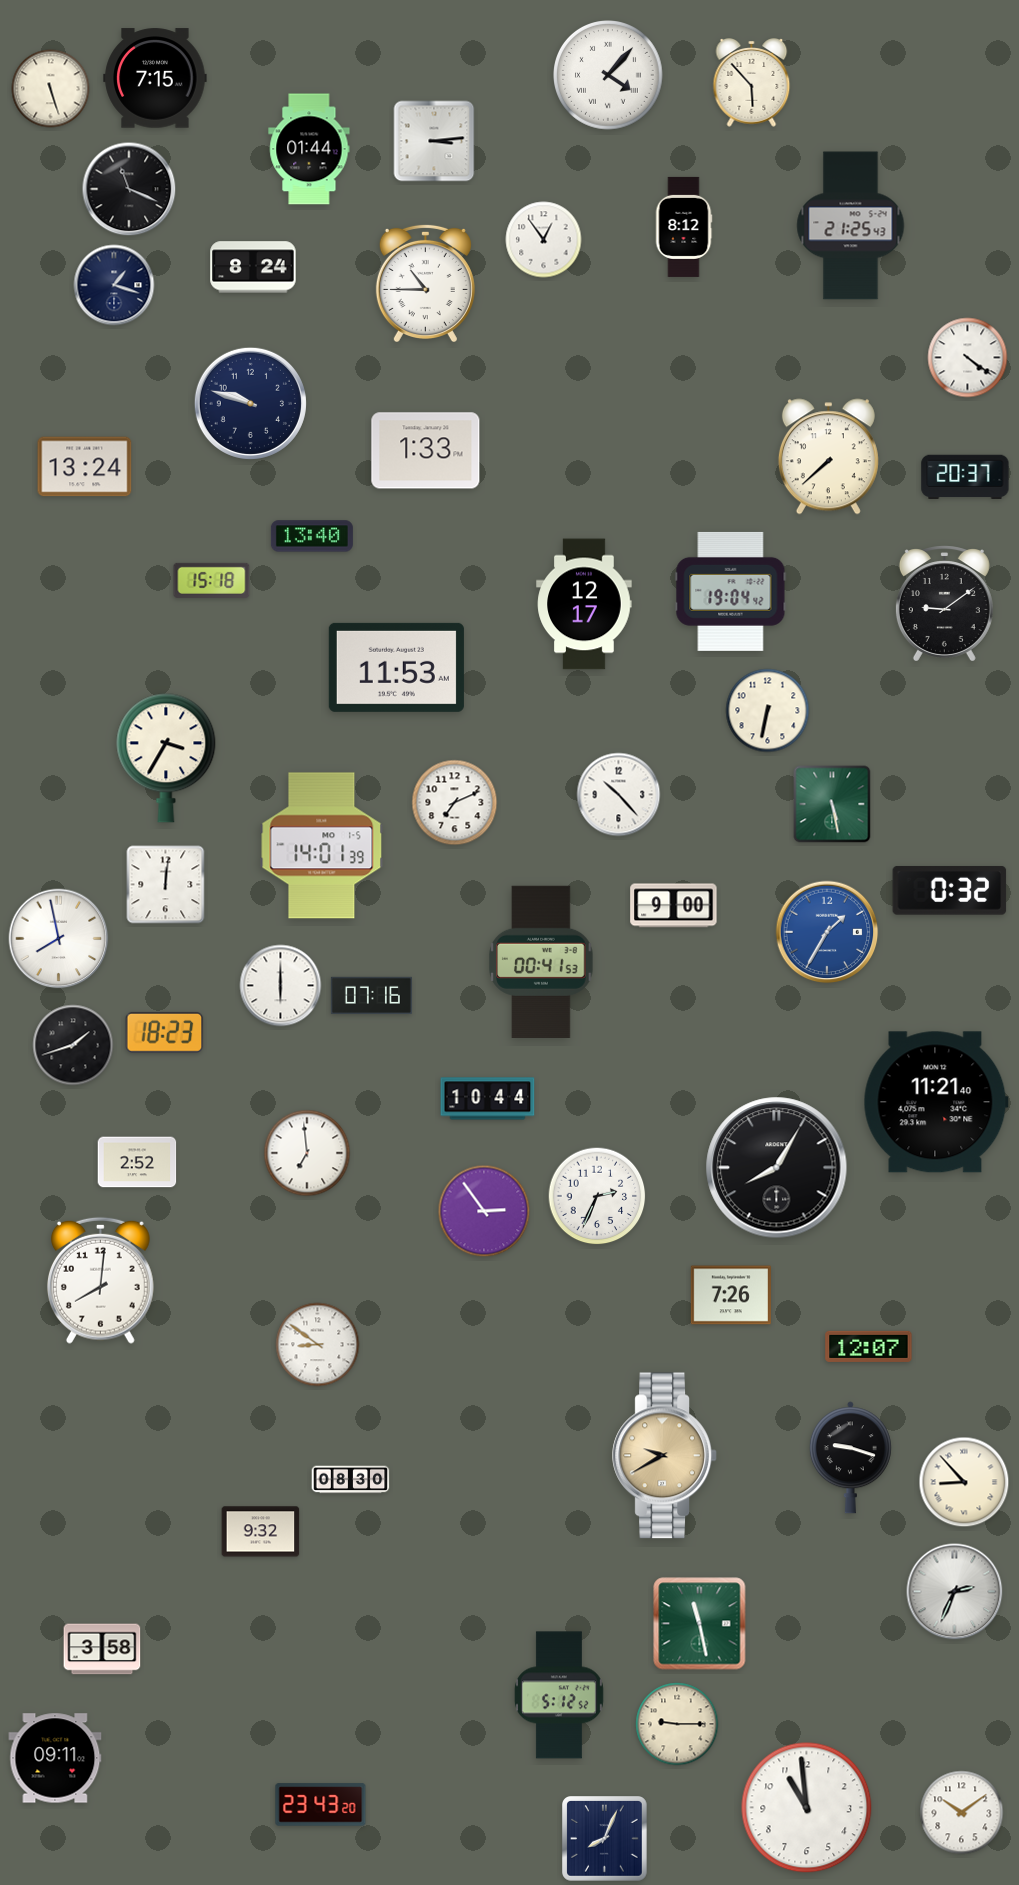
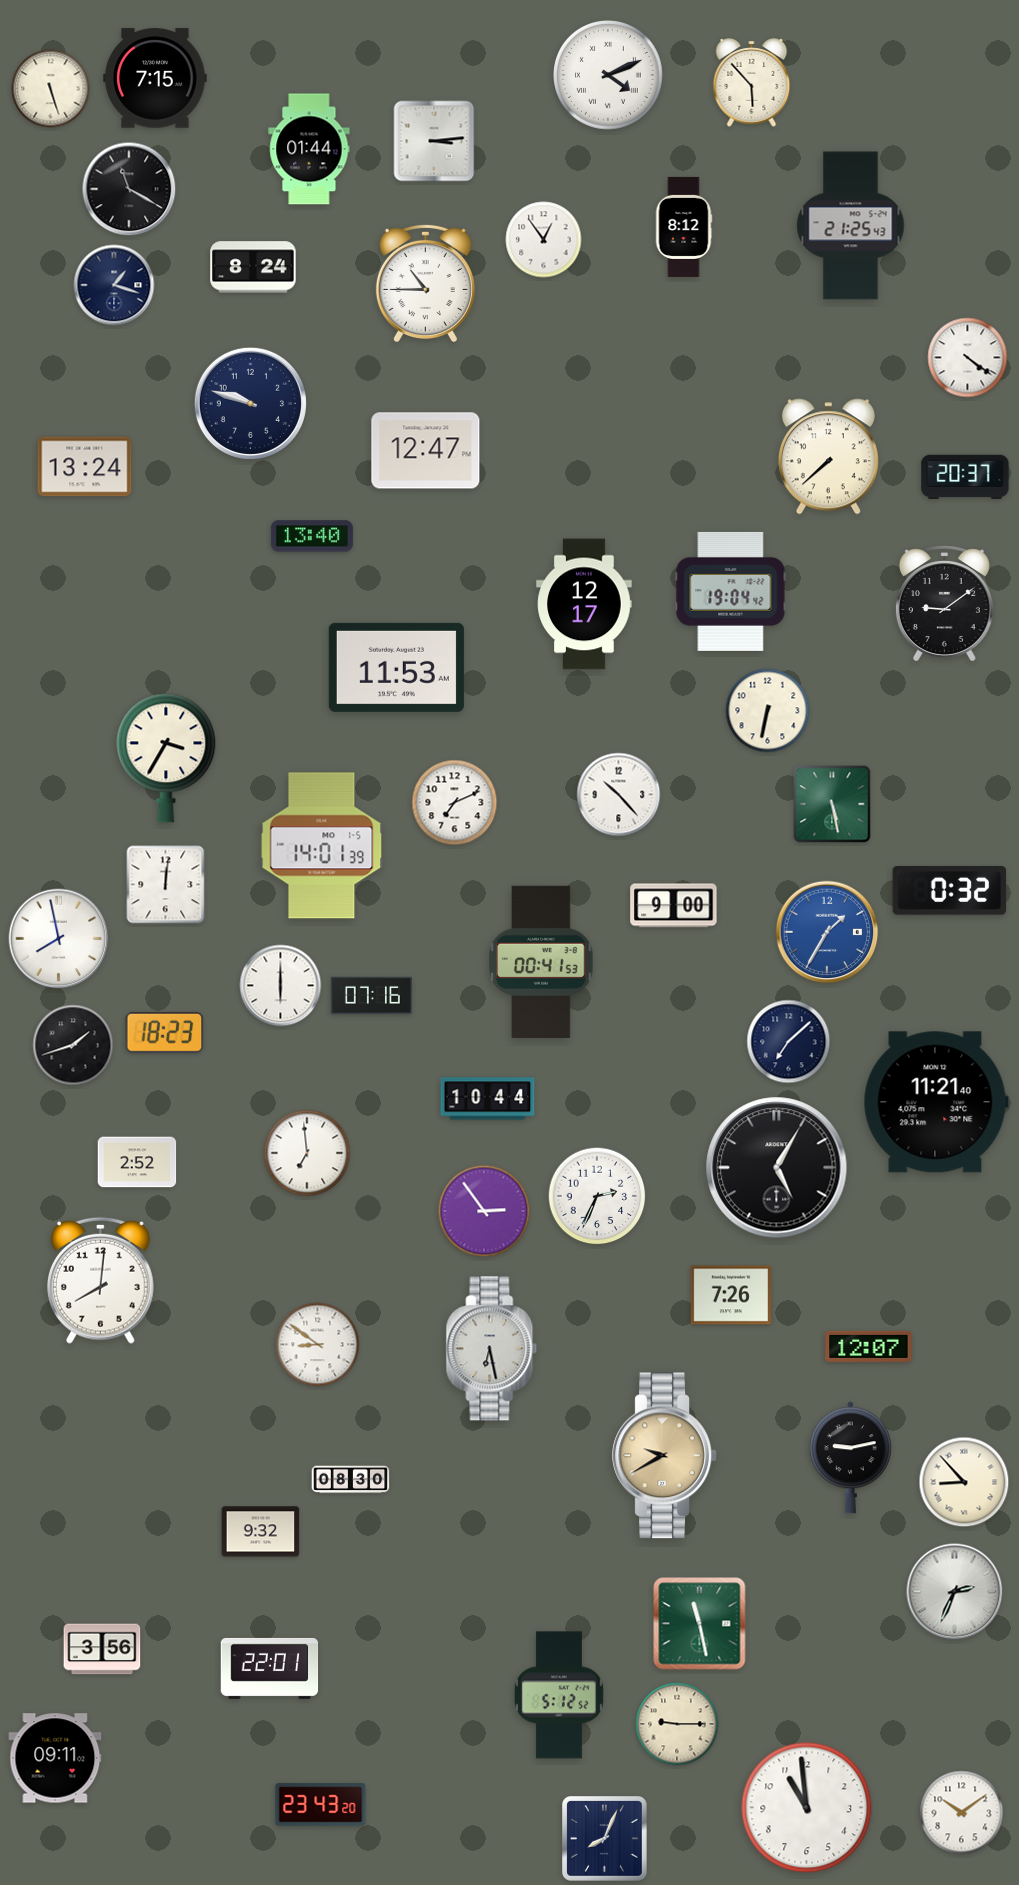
clock at (609, 76): 4:07 -> 4:11
clock at (129, 189): 11:19 -> 11:20
clock at (426, 451): 1:33 -> 12:47
clock at (212, 580): 15:18 -> none
clock at (789, 1042): none -> 7:08
clock at (777, 1168): 8:05 -> 5:05
clock at (492, 1349): none -> 6:28
clock at (850, 1458): 9:18 -> 9:13
clock at (102, 1649): 3:58 -> 3:56
clock at (270, 1668): none -> 22:01
